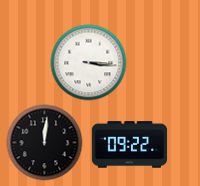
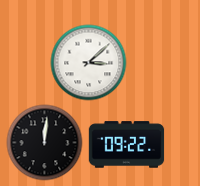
clock at (89, 63): 3:16 -> 3:08
clock at (130, 145) position: (130, 145) -> (127, 145)
